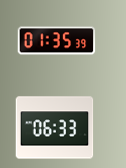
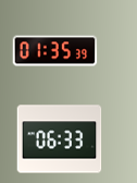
clock at (56, 41) position: (56, 41) -> (54, 51)
